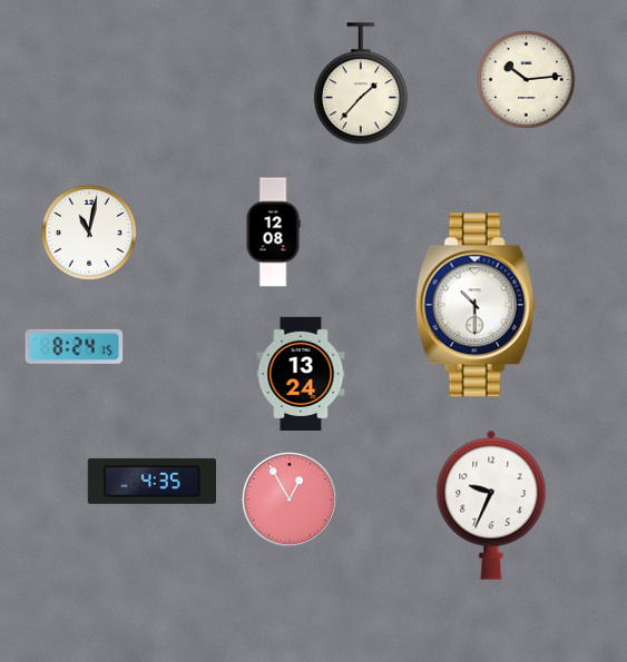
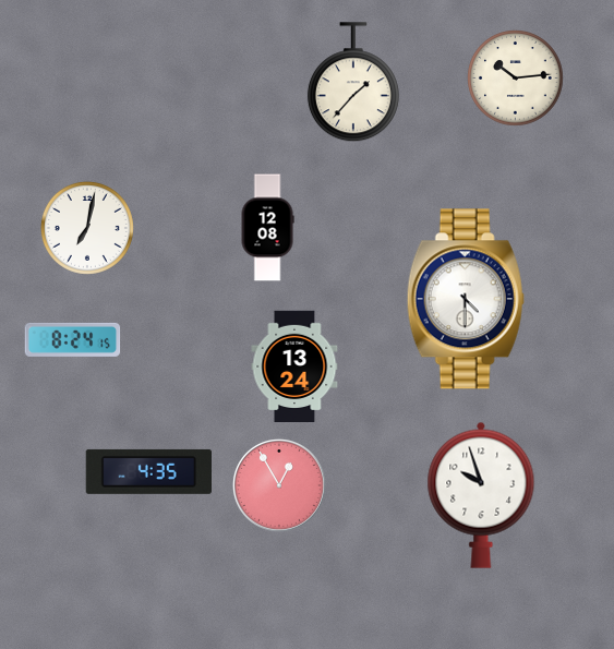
clock at (89, 233): 11:02 -> 7:02
clock at (476, 305): 10:30 -> 4:30
clock at (290, 500) position: (290, 500) -> (279, 485)
clock at (491, 505): 9:34 -> 9:57
